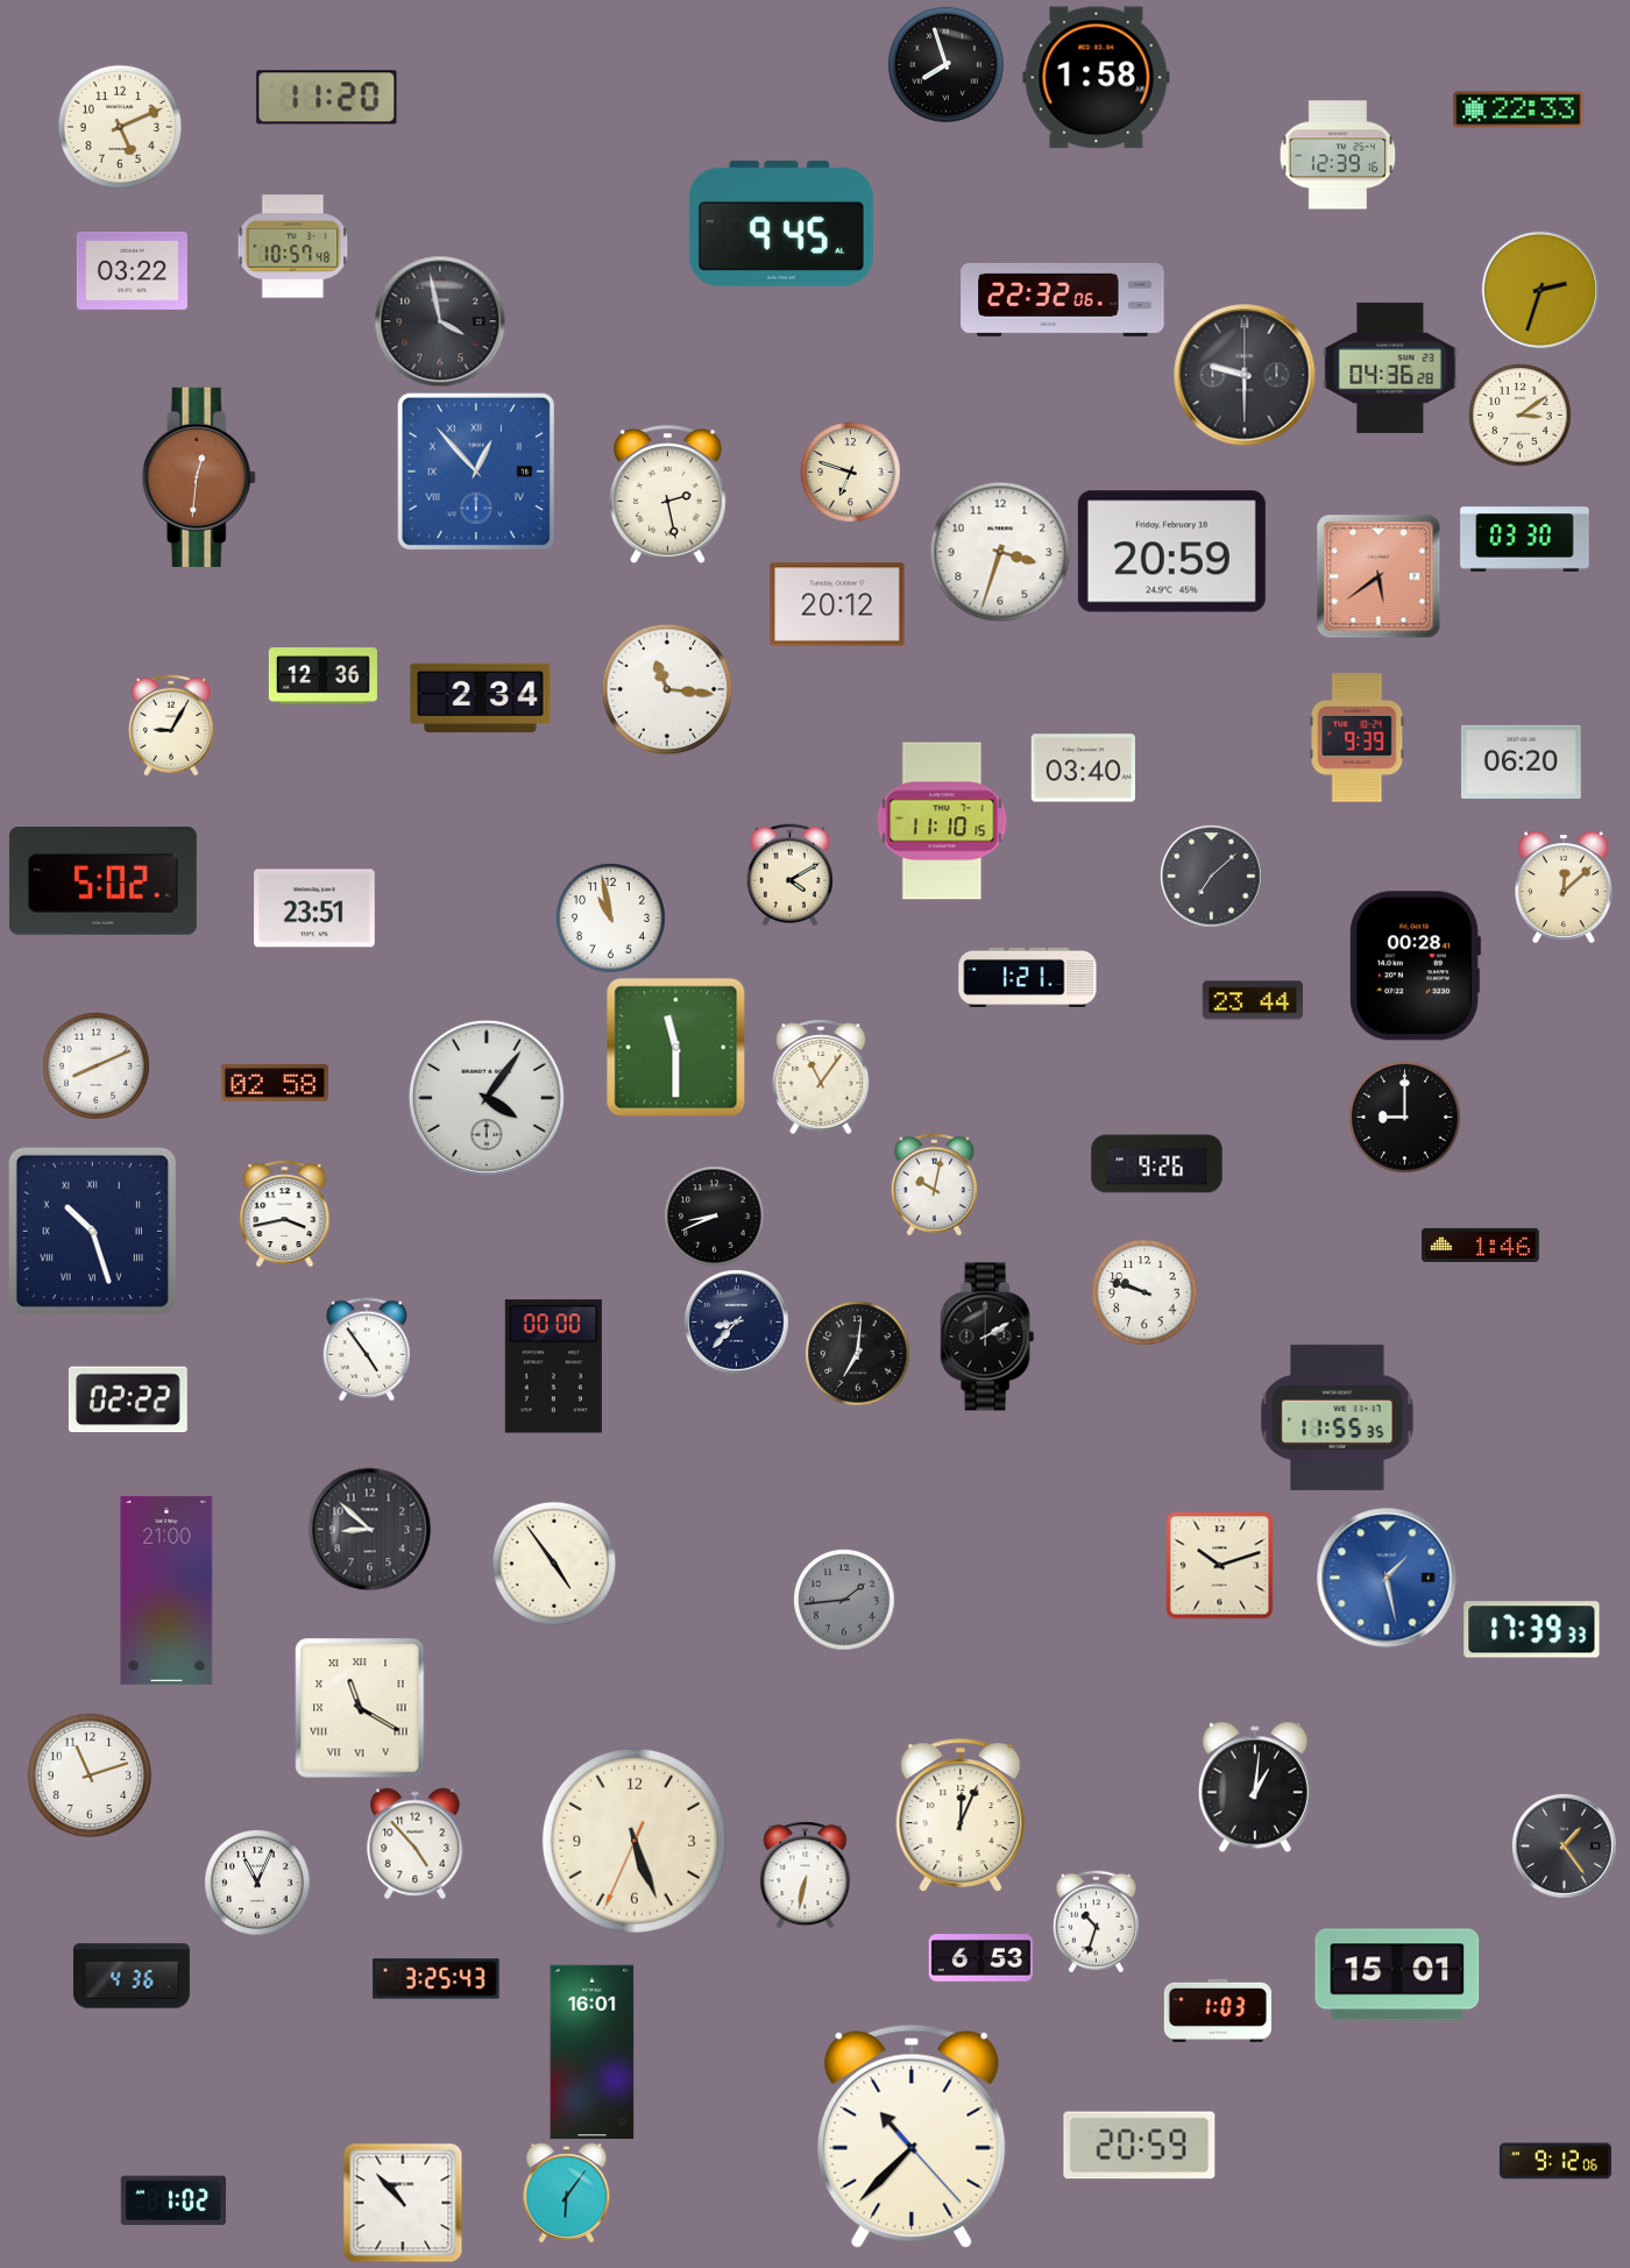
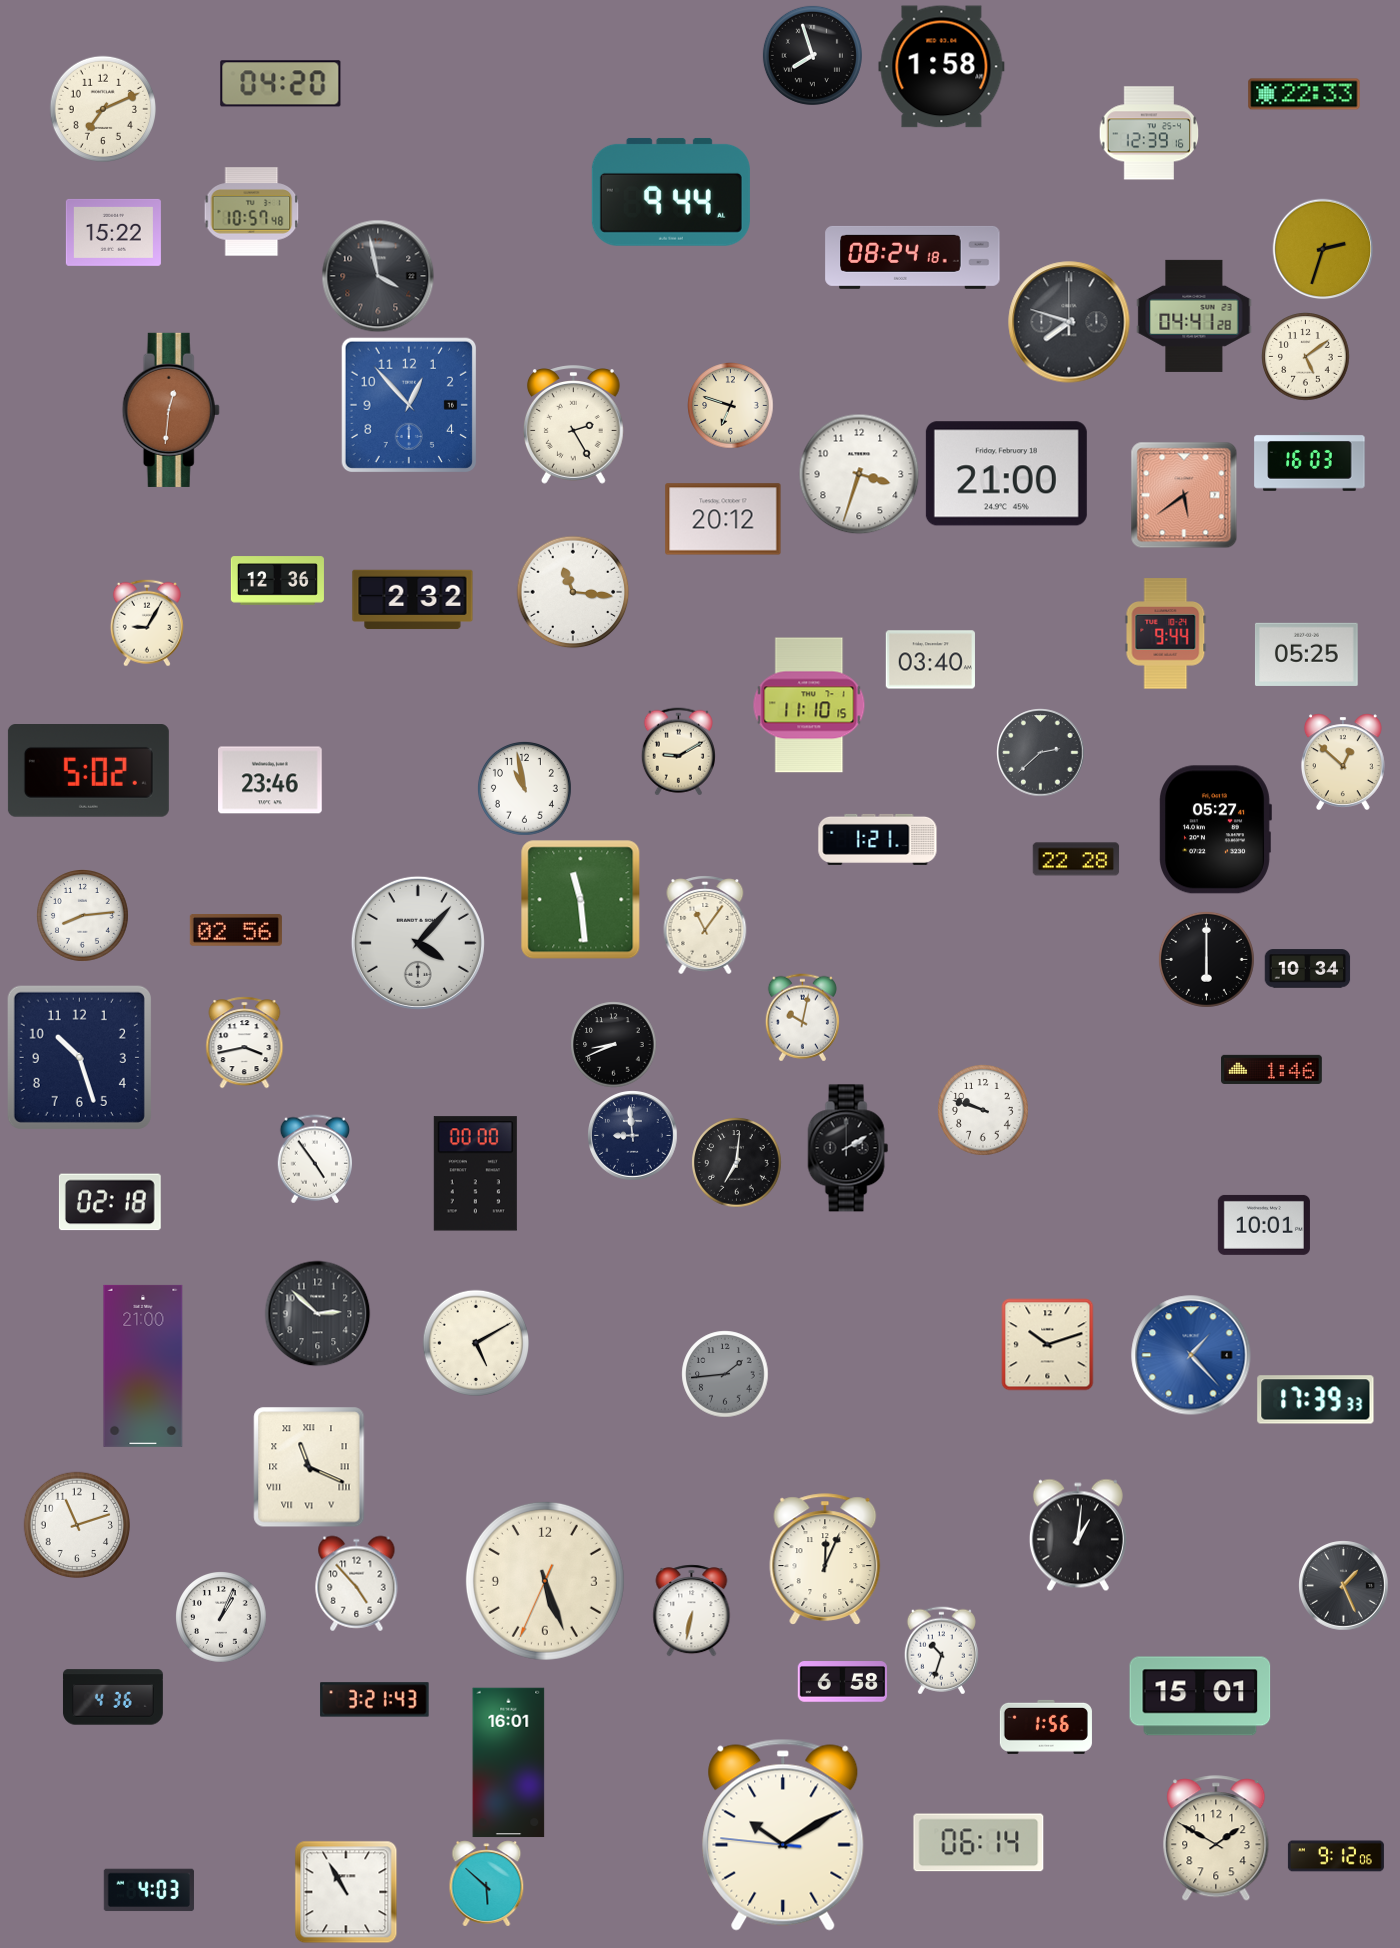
clock at (327, 98): 11:20 -> 04:20
clock at (119, 126): 5:11 -> 7:11
clock at (781, 224): 9:45 -> 9:44
clock at (132, 270): 03:22 -> 15:22
clock at (1063, 299): 22:32 -> 08:24
clock at (1390, 368): 04:36 -> 04:41
clock at (1245, 375): 9:30 -> 7:48
clock at (1519, 414): 3:09 -> 5:09
clock at (475, 470) numerals: Roman -> Arabic
clock at (667, 495): 2:28 -> 2:25
clock at (1525, 538): 03:30 -> 16:03
clock at (1171, 552): 20:59 -> 21:00
clock at (837, 604) position: (837, 604) -> (723, 519)
clock at (481, 699): 2:34 -> 2:32
clock at (1358, 738): 9:39 -> 9:44
clock at (1522, 761): 06:20 -> 05:25
clock at (789, 874): 4:10 -> 9:10
clock at (1211, 876): 7:08 -> 2:38
clock at (102, 881) position: (102, 881) -> (88, 771)
clock at (1565, 887): 12:08 -> 12:52
clock at (314, 908): 23:51 -> 23:46
clock at (1415, 966): 00:28 -> 05:27
clock at (1028, 977) position: (1028, 977) -> (878, 839)
clock at (1253, 1000): 23:44 -> 22:28
clock at (675, 1047): 11:30 -> 11:29
clock at (97, 1066): 8:11 -> 8:14
clock at (275, 1084): 02:58 -> 02:56
clock at (487, 1098): 4:06 -> 4:07
clock at (1404, 1117): 9:00 -> 6:00
clock at (1307, 969): none -> 10:34
clock at (1157, 1164): 9:26 -> none
clock at (92, 1231) numerals: Roman -> Arabic
clock at (736, 1321): 8:37 -> 8:59
clock at (128, 1399): 02:22 -> 02:18
clock at (1338, 1417): 11:55 -> none
clock at (1264, 1225): none -> 10:01
clock at (369, 1529): 8:52 -> 2:52
clock at (553, 1562): 4:54 -> 5:10
clock at (1387, 1578): 1:28 -> 1:23
clock at (360, 1708): 11:20 -> 11:19
clock at (1564, 1845): 1:24 -> 1:26
clock at (257, 1883): 11:04 -> 1:04
clock at (980, 1958): 6:53 -> 6:58
clock at (437, 1979): 3:25 -> 3:21
clock at (1218, 2011): 1:03 -> 1:56
clock at (912, 2136): 10:37 -> 10:09
clock at (1216, 1838): none -> 1:50
clock at (1140, 2146): 20:59 -> 06:14
clock at (567, 2192): 6:06 -> 5:52
clock at (173, 2200): 1:02 -> 4:03
clock at (403, 2203): 10:53 -> 10:55
